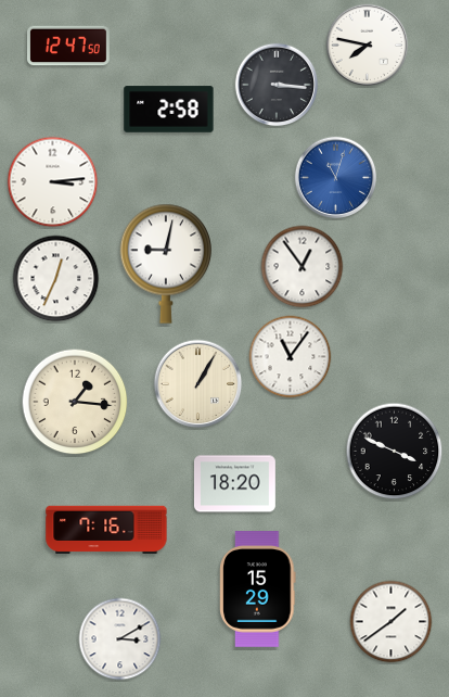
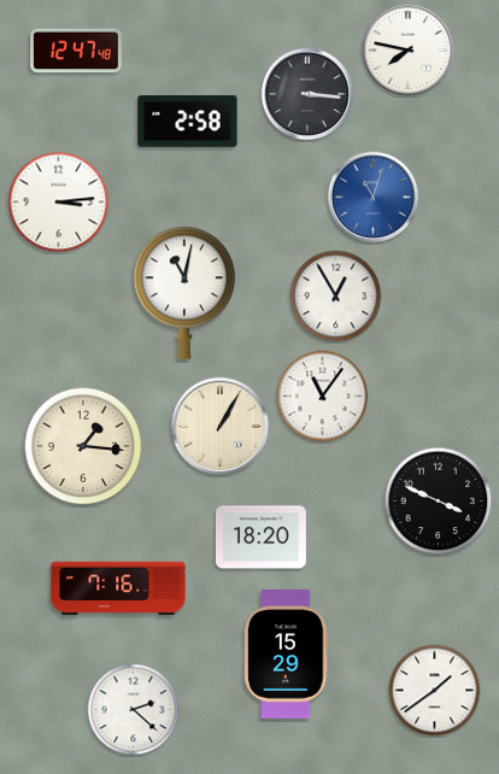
clock at (69, 46): 12:47:50 -> 12:47:48
clock at (166, 264): 9:02 -> 11:02
clock at (303, 267): 12:54 -> 12:55
clock at (56, 279): 12:34 -> none
clock at (120, 639): 3:10 -> 2:22
